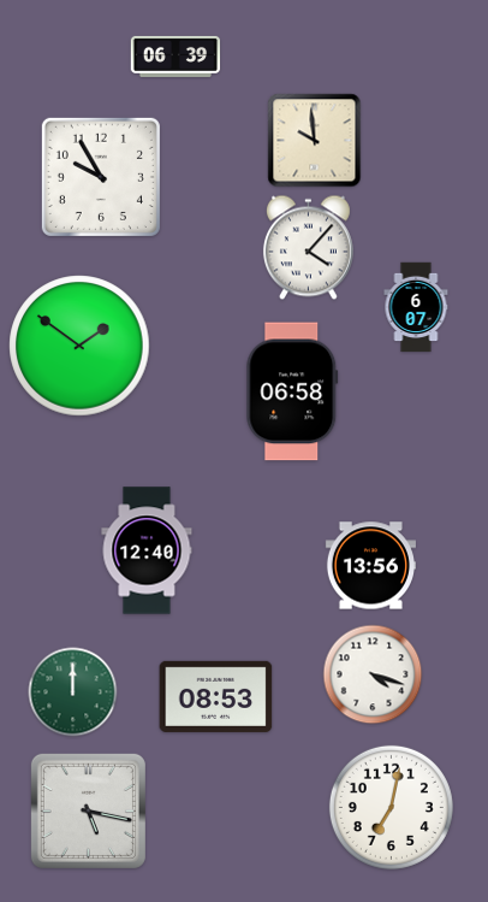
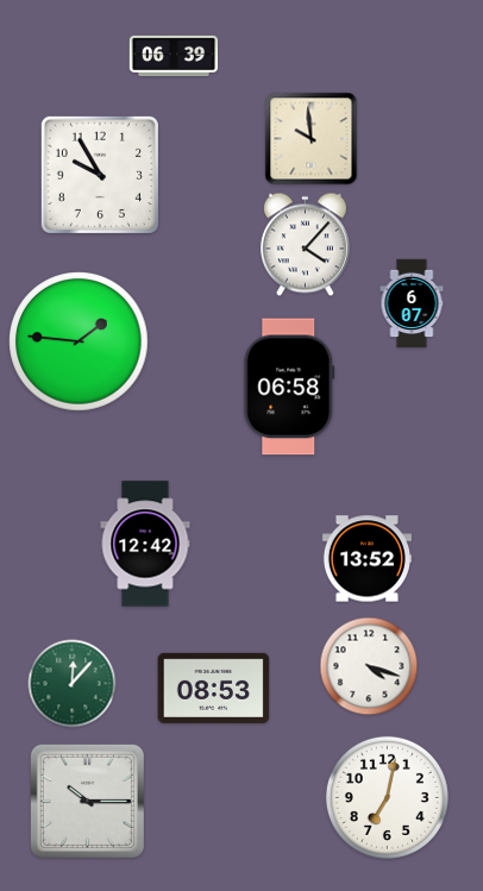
clock at (79, 346): 1:51 -> 1:46
clock at (147, 550): 12:40 -> 12:42
clock at (370, 566): 13:56 -> 13:52
clock at (73, 692): 12:00 -> 12:07
clock at (88, 810): 5:17 -> 10:15
